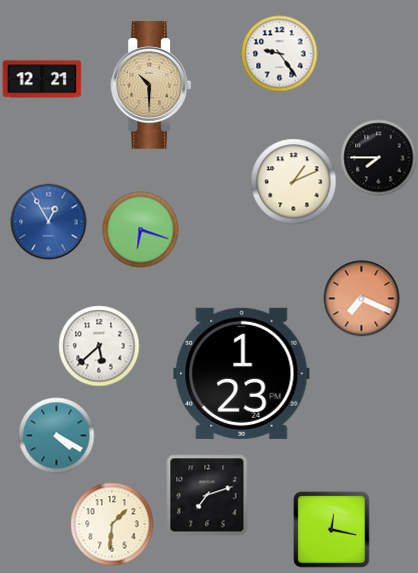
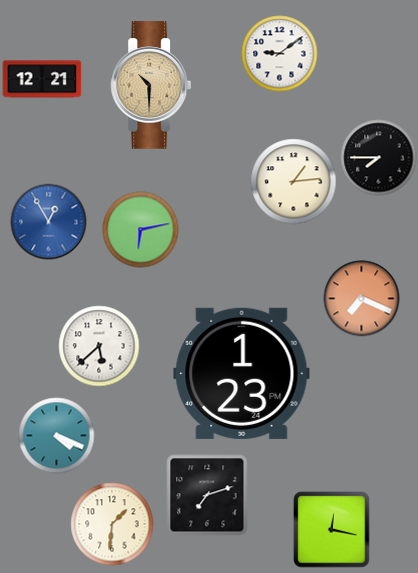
clock at (280, 54): 9:24 -> 9:09
clock at (294, 182): 1:11 -> 1:14
clock at (141, 230): 6:18 -> 6:13
clock at (57, 436): 4:20 -> 4:19
